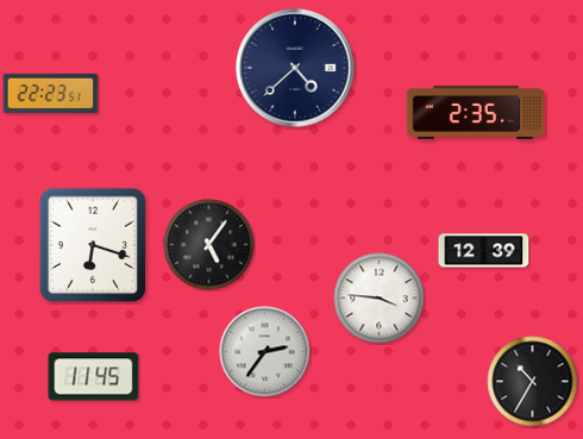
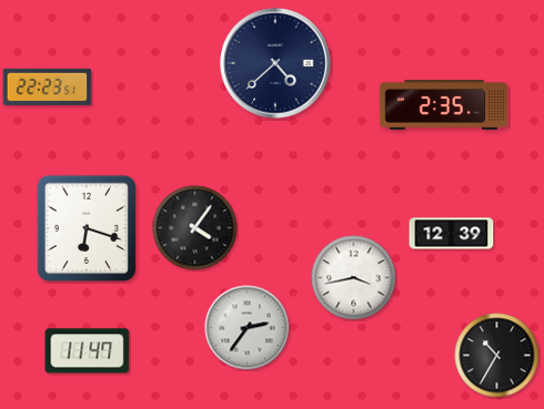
clock at (209, 245): 5:06 -> 4:06
clock at (380, 299): 3:46 -> 3:43
clock at (94, 377): 11:45 -> 11:47
